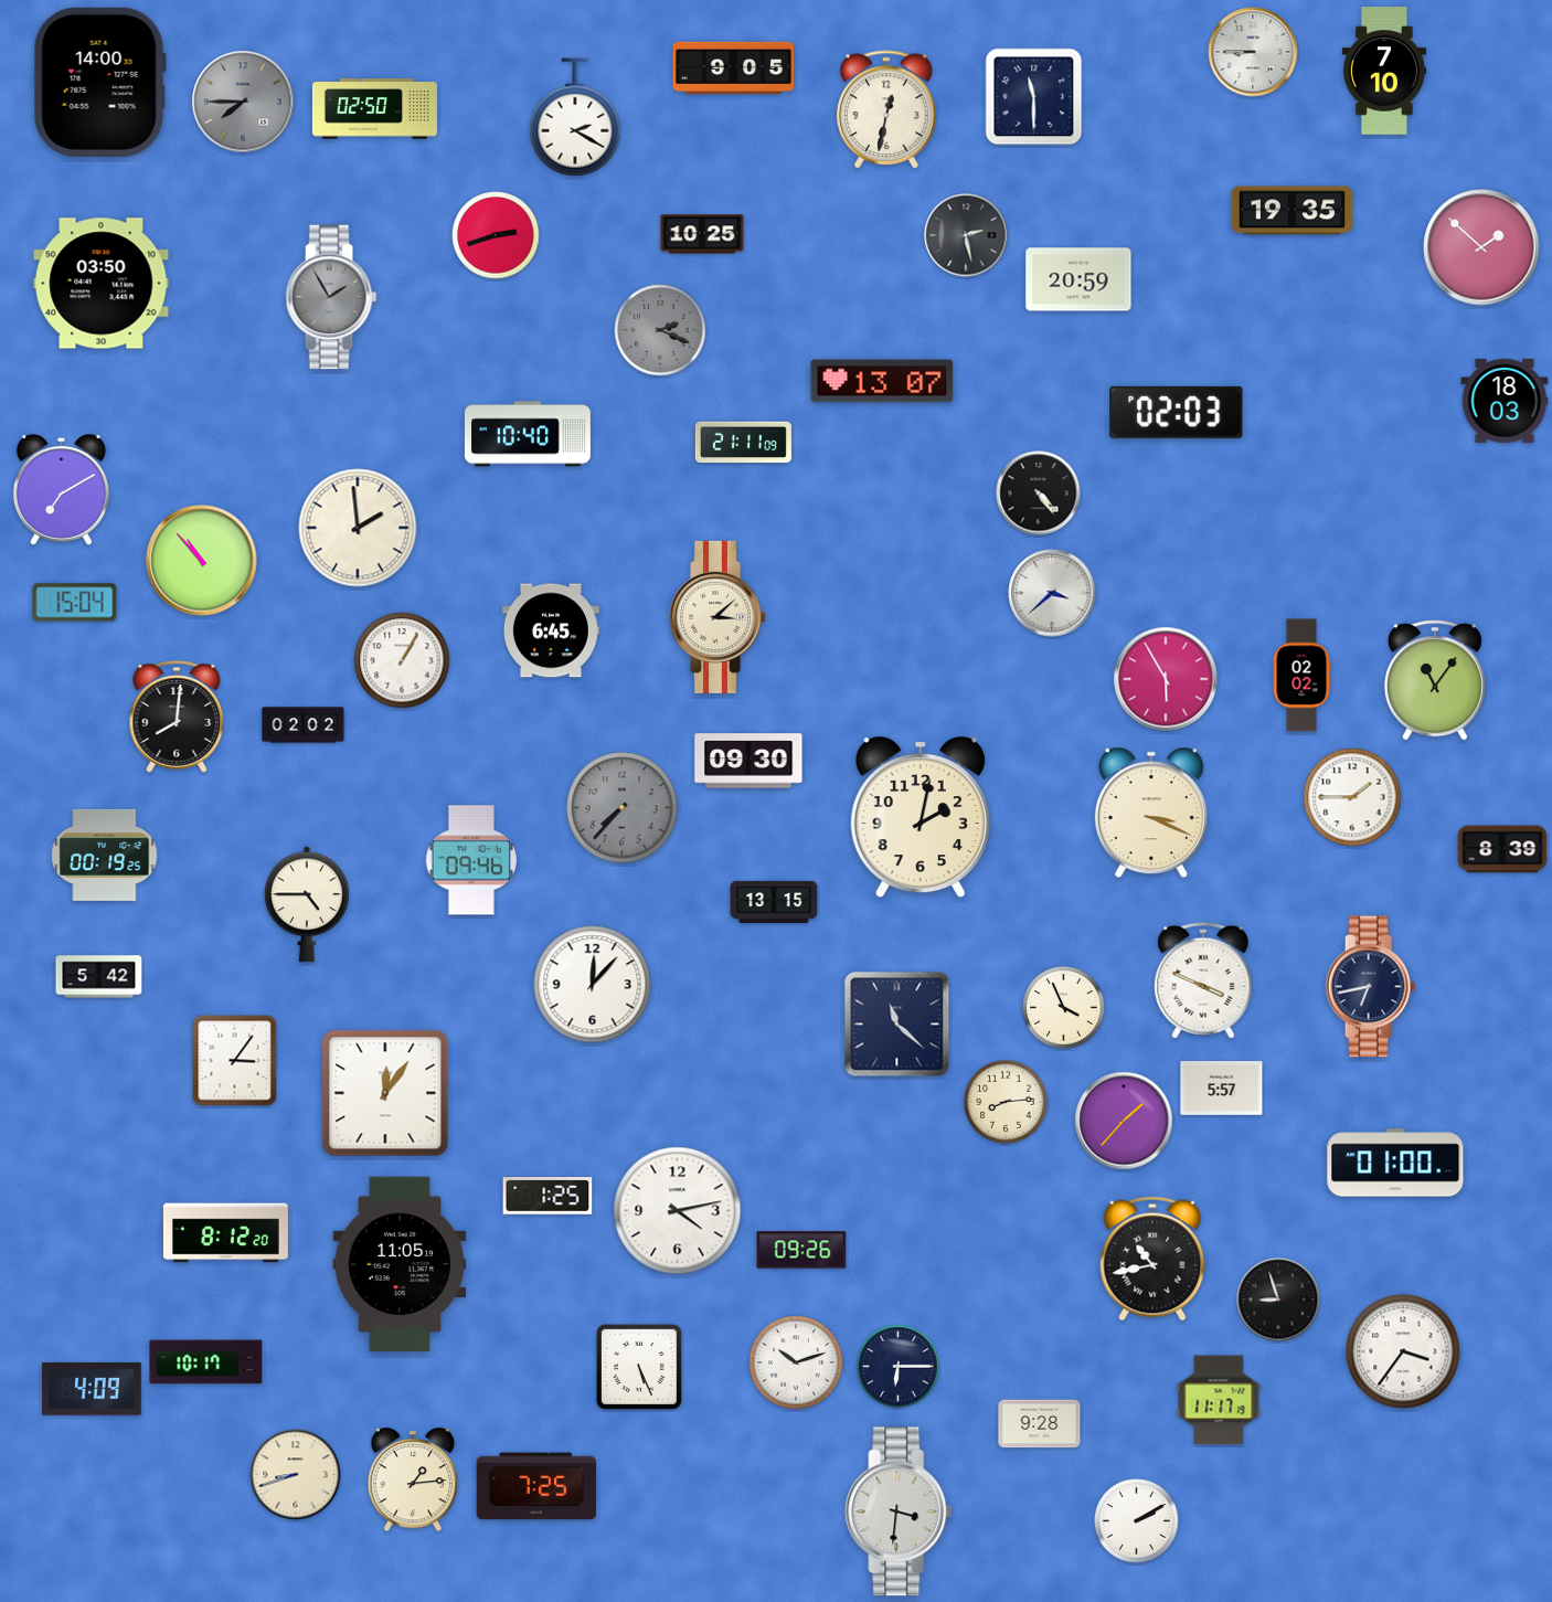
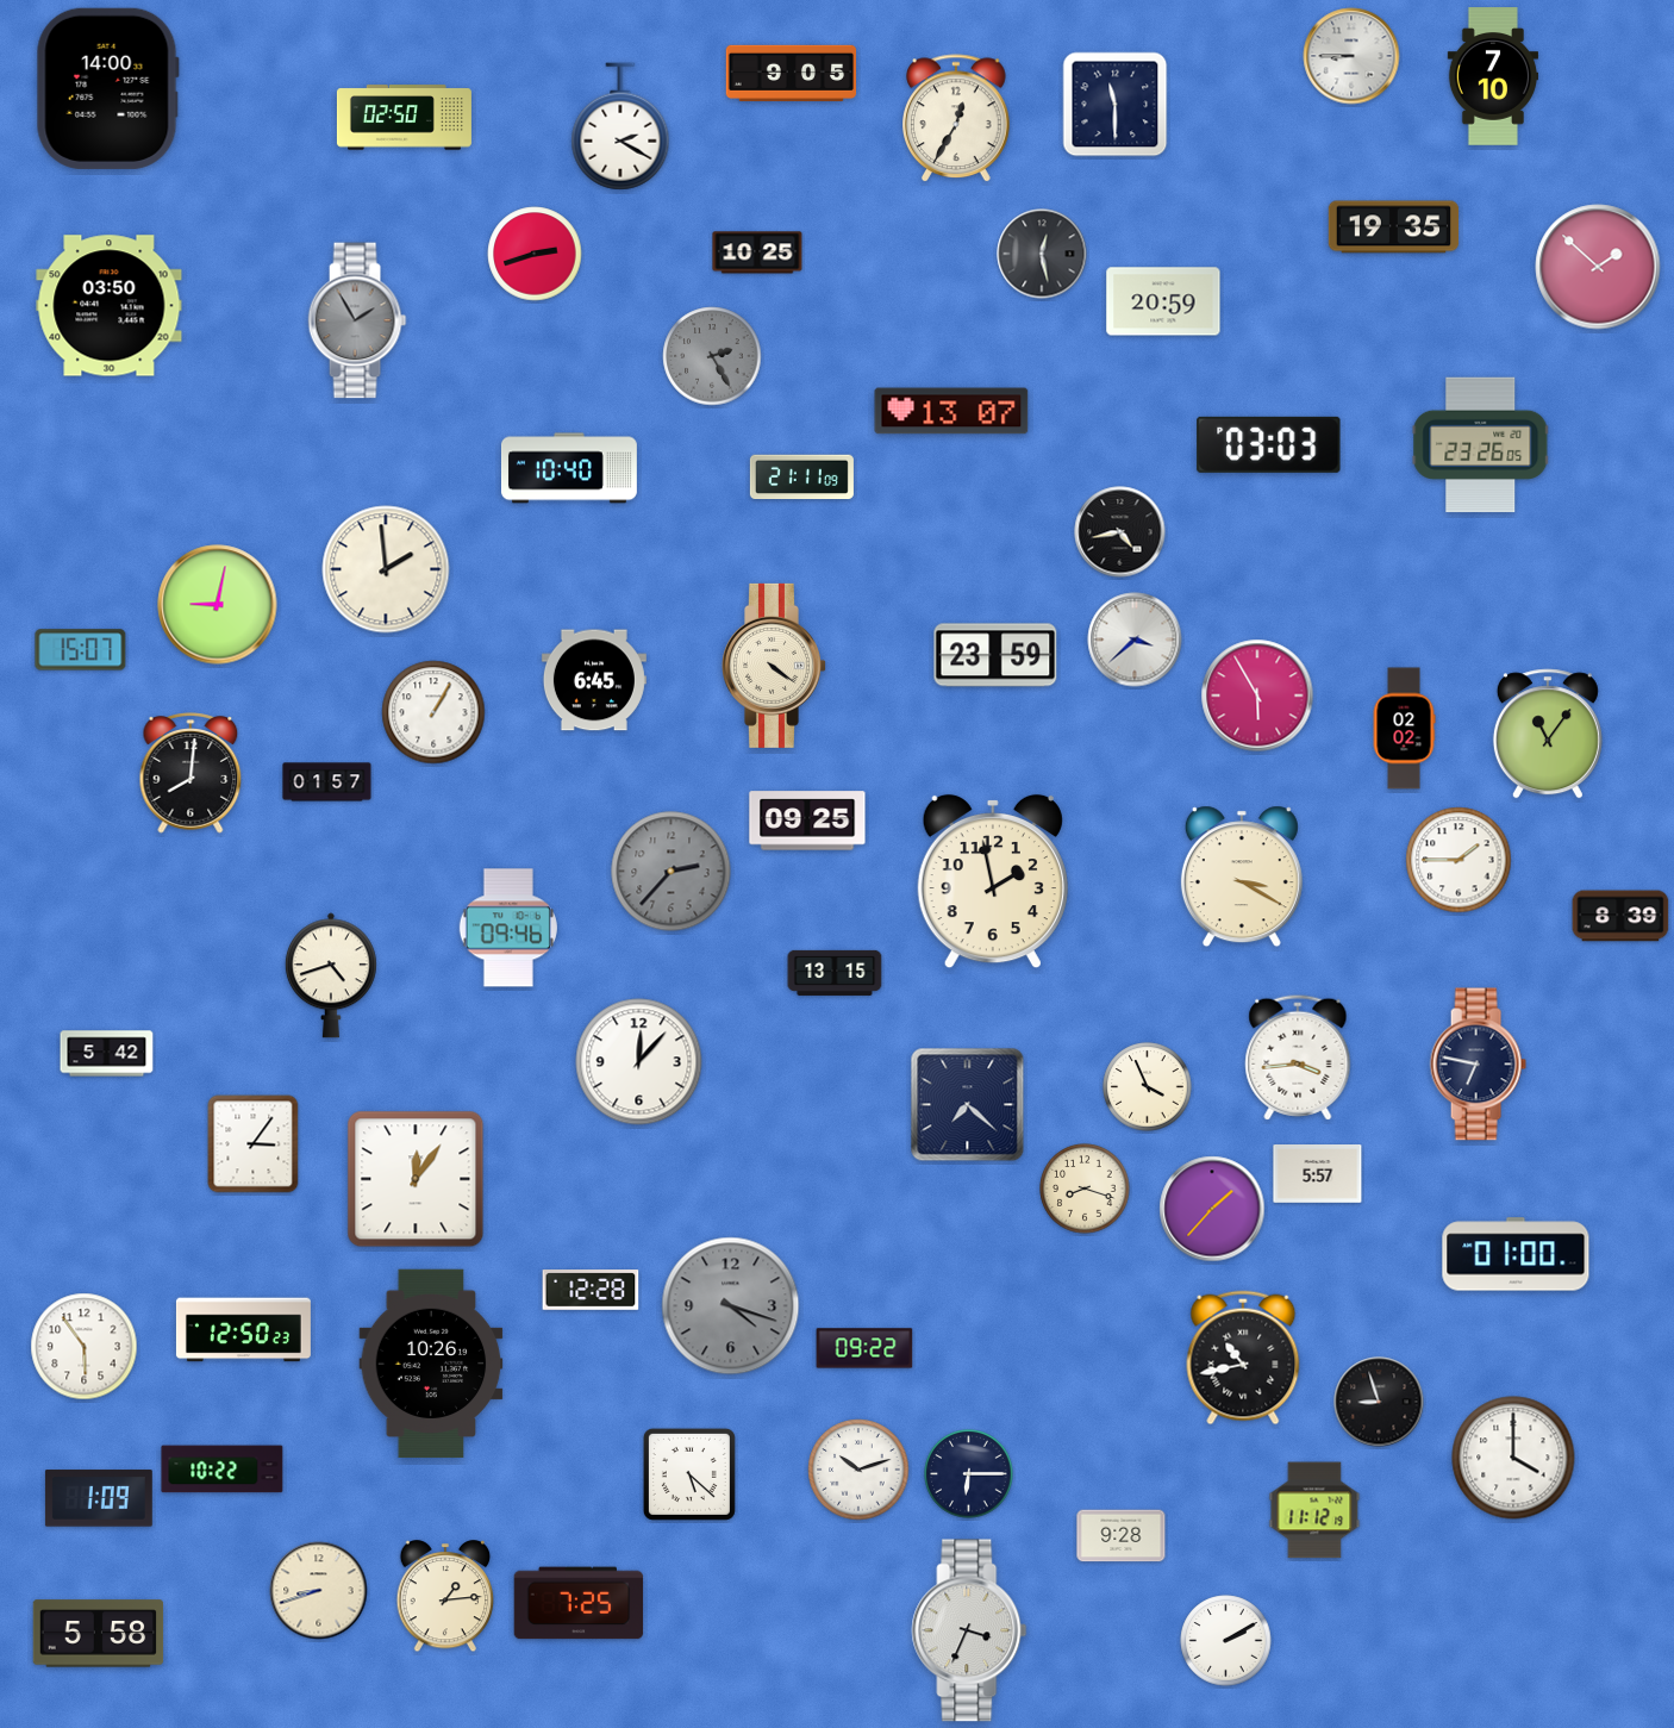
clock at (243, 102): 7:45 -> none
clock at (887, 110): 12:32 -> 12:35
clock at (966, 235): 2:28 -> 12:28
clock at (660, 330): 2:19 -> 2:25
clock at (1505, 401): 18:03 -> none
clock at (1177, 412): 02:03 -> 03:03
clock at (1481, 445): none -> 23:26
clock at (61, 489): 7:10 -> none
clock at (1039, 494): 4:24 -> 4:43
clock at (202, 561): 10:53 -> 9:02
clock at (75, 603): 15:04 -> 15:07
clock at (995, 655): none -> 23:59
clock at (719, 617): 3:08 -> 4:21
clock at (1166, 679) position: (1166, 679) -> (1257, 695)
clock at (304, 725): 02:02 -> 01:57
clock at (748, 761): 09:30 -> 09:25
clock at (623, 808): 7:37 -> 2:37
clock at (1151, 813): 3:19 -> 3:20
clock at (921, 817): 2:02 -> 1:58
clock at (105, 855): 00:19 -> none
clock at (307, 904): 4:45 -> 4:42
clock at (1203, 980): 3:49 -> 3:44
clock at (1370, 987): 6:43 -> 6:47
clock at (897, 1025): 11:22 -> 7:22
clock at (1006, 1102): 8:14 -> 8:18
clock at (1395, 1163) position: (1395, 1163) -> (1516, 1254)
clock at (548, 1196): 1:25 -> 12:28
clock at (678, 1211): 4:13 -> 4:18
clock at (678, 1211) dial: white -> grey
clock at (225, 1233): 8:12 -> 12:50
clock at (85, 1347): none -> 5:54
clock at (801, 1250): 09:26 -> 09:22
clock at (400, 1264): 11:05 -> 10:26
clock at (1403, 1351): 3:36 -> 4:00
clock at (206, 1362): 10:17 -> 10:22
clock at (639, 1367): 5:26 -> 5:22
clock at (92, 1389): 4:09 -> 1:09
clock at (1219, 1400): 11:17 -> 11:12
clock at (899, 1511): 3:31 -> 3:34
clock at (99, 1634): none -> 5:58
